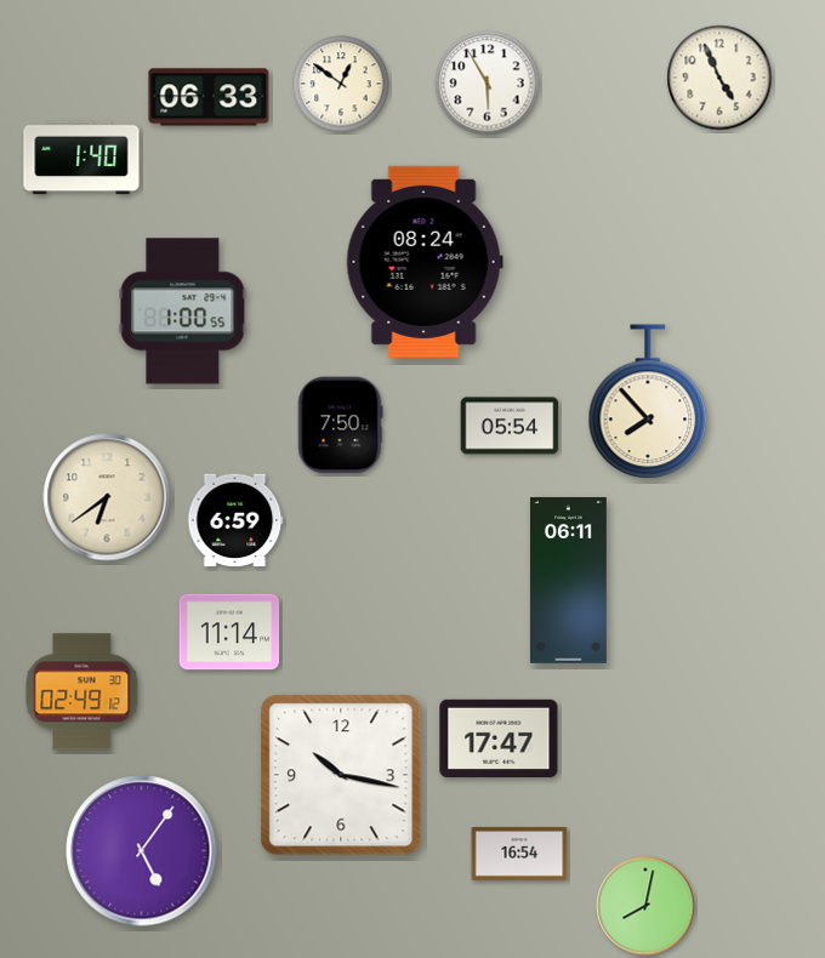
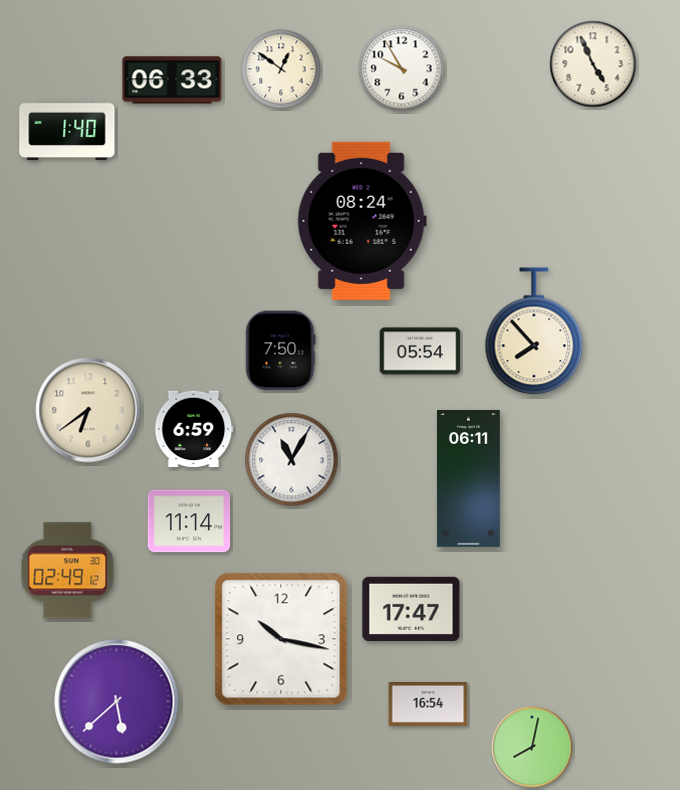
clock at (488, 84): 5:55 -> 9:55
clock at (425, 262) position: (425, 262) -> (362, 221)
clock at (183, 312): 1:00 -> none
clock at (292, 460): none -> 11:05
clock at (142, 851): 5:06 -> 5:38
